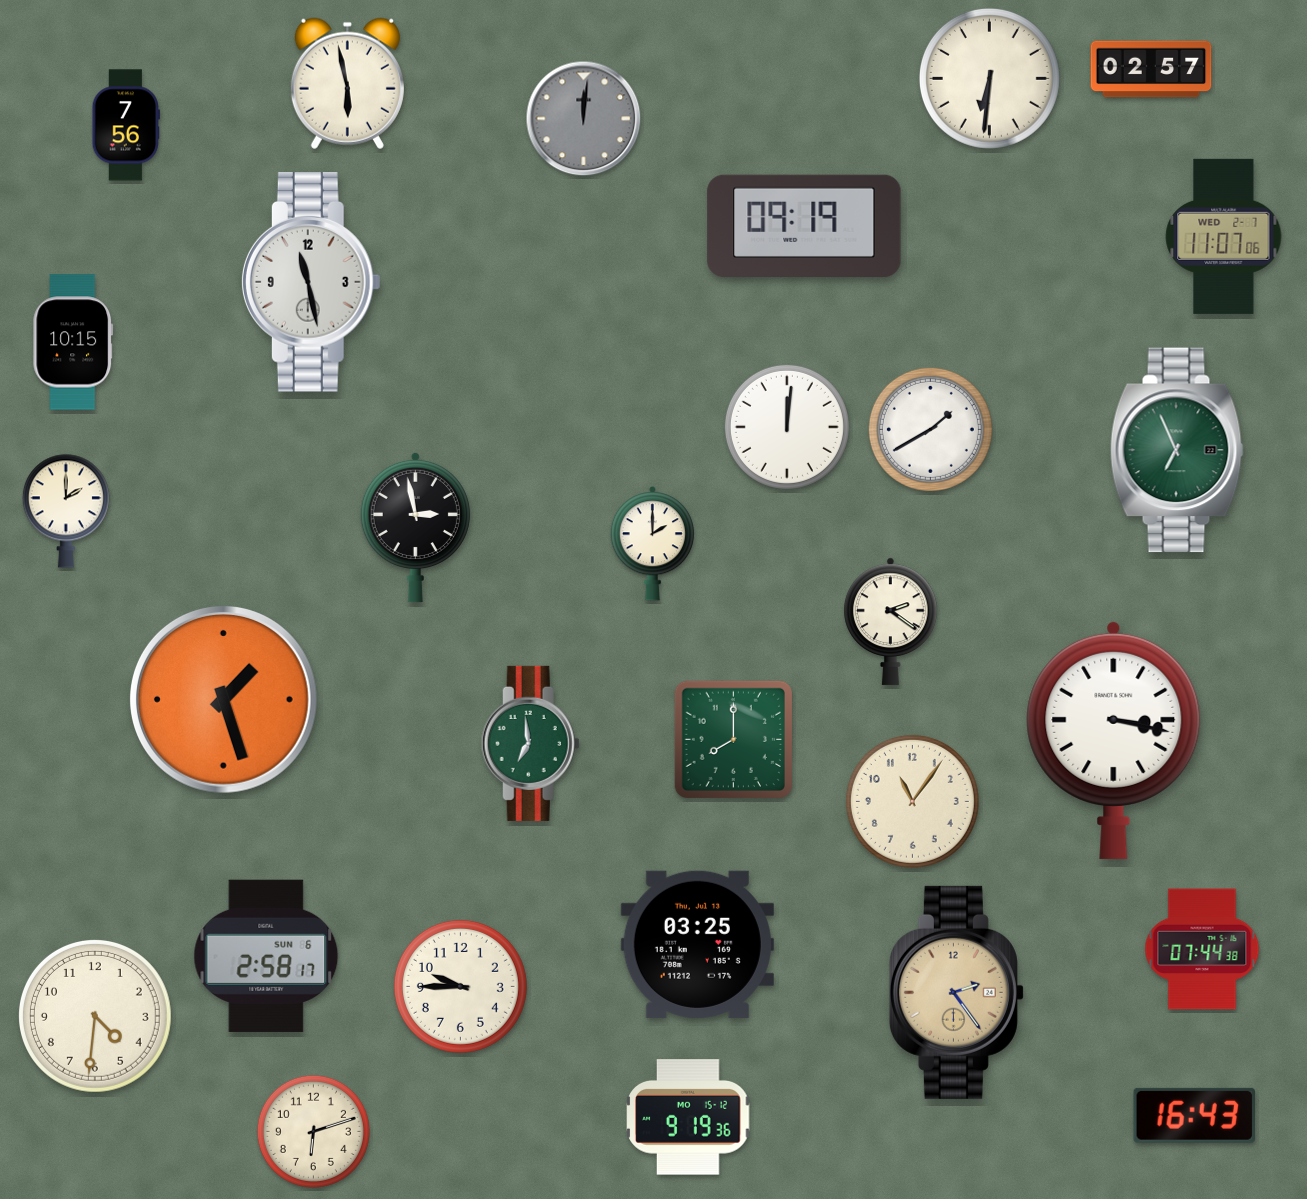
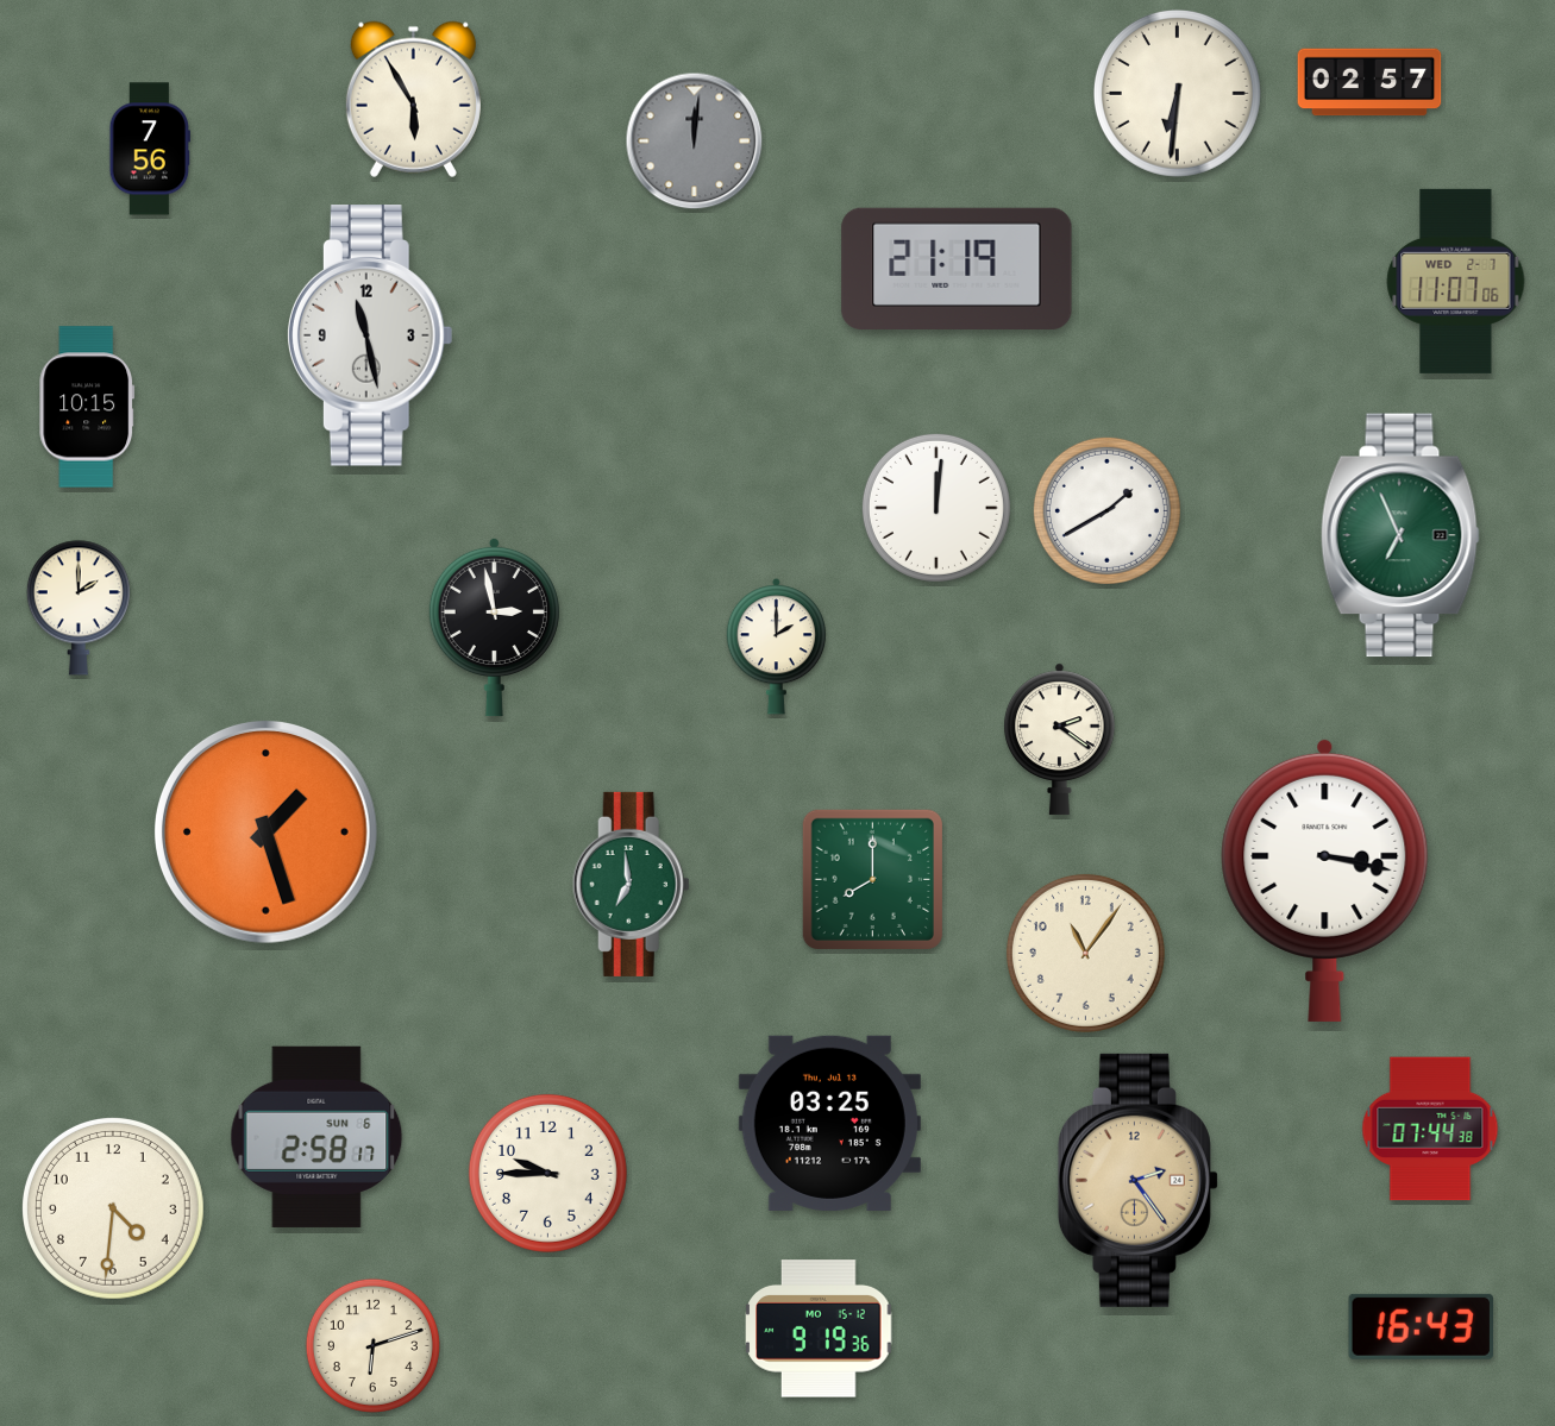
clock at (347, 83): 5:58 -> 5:55
clock at (804, 225): 09:19 -> 21:19
